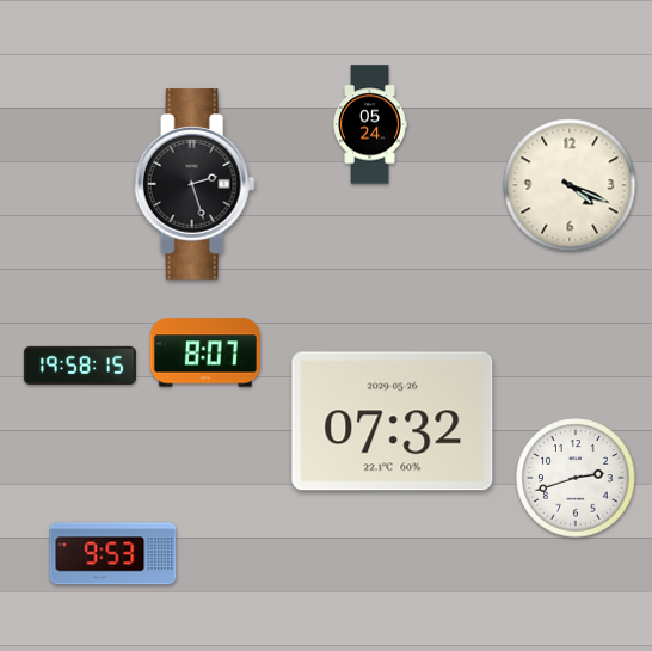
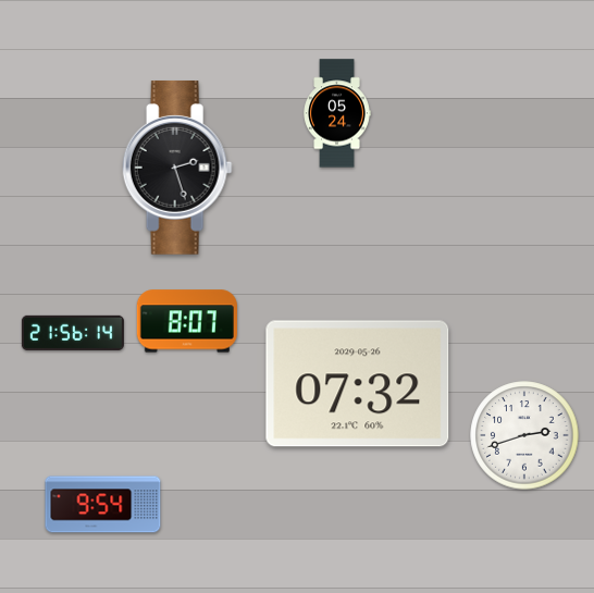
clock at (570, 185): 4:19 -> none
clock at (80, 366): 19:58 -> 21:56
clock at (113, 554): 9:53 -> 9:54
